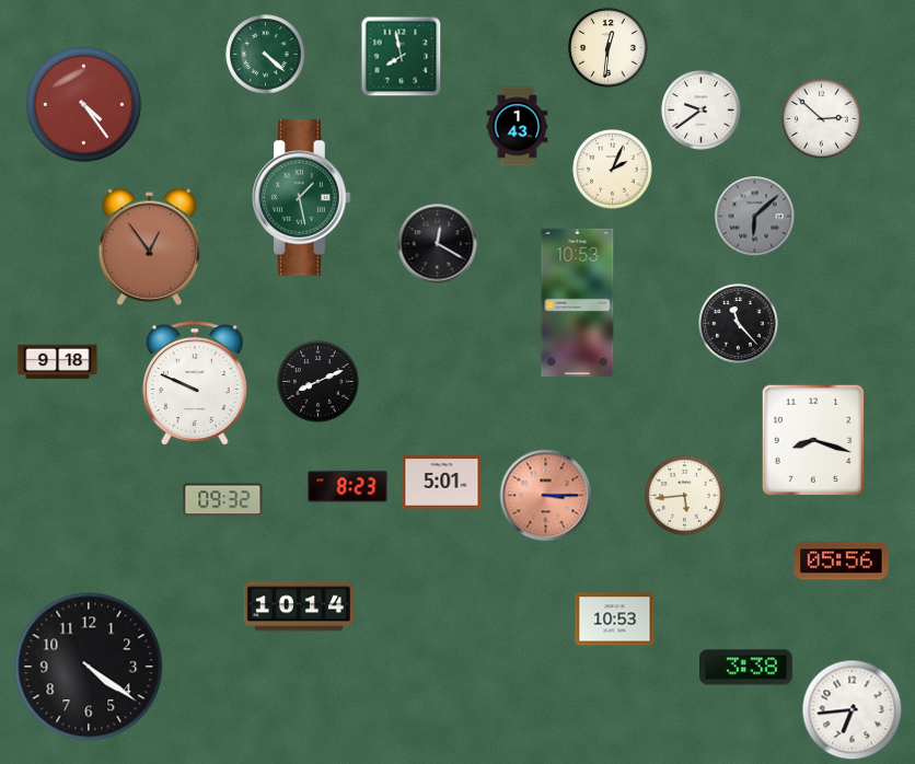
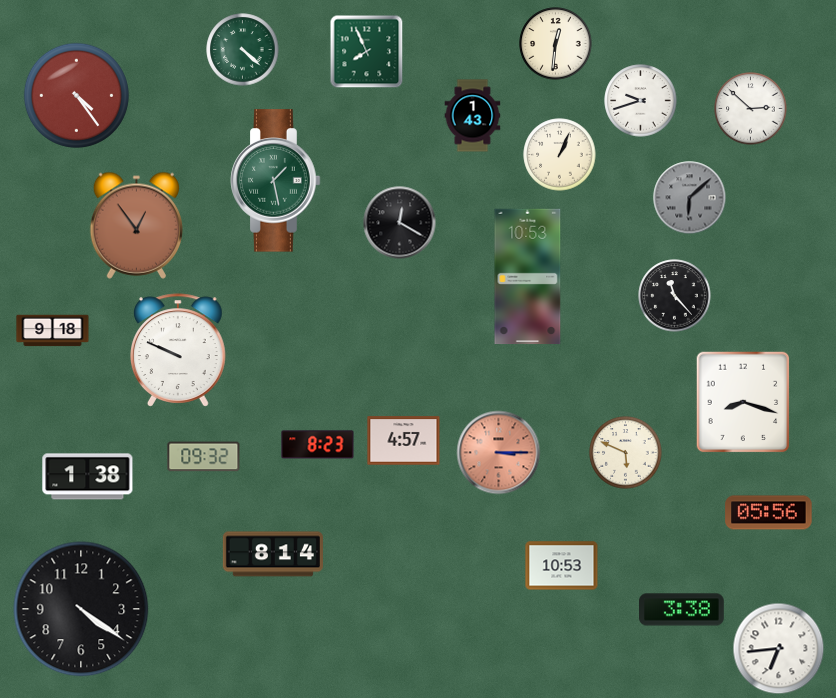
clock at (402, 57): 7:58 -> 7:56
clock at (702, 111): 9:39 -> 9:42
clock at (613, 170): 2:04 -> 1:04
clock at (318, 382): 8:11 -> none
clock at (442, 483): 5:01 -> 4:57
clock at (685, 496): 5:44 -> 5:49
clock at (88, 477): none -> 1:38
clock at (299, 606): 10:14 -> 8:14
